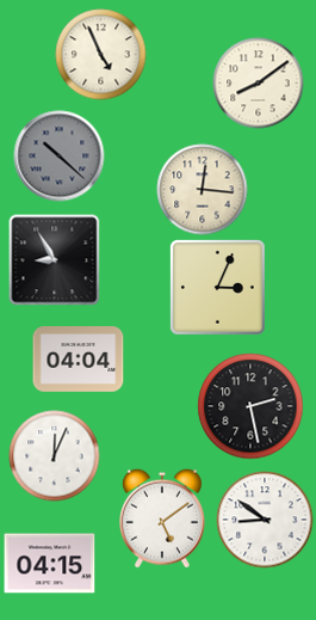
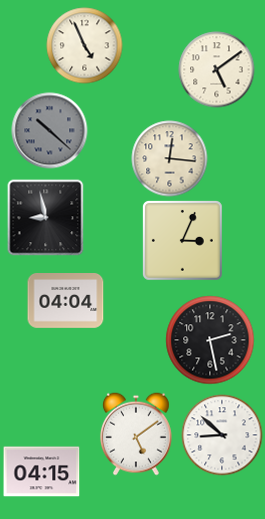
clock at (259, 84): 8:09 -> 5:09
clock at (55, 260): 8:55 -> 8:58
clock at (55, 456): 12:04 -> none
clock at (265, 520): 8:51 -> 8:52
